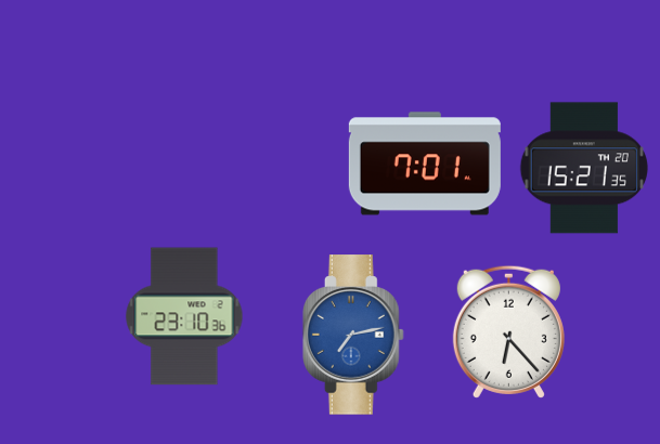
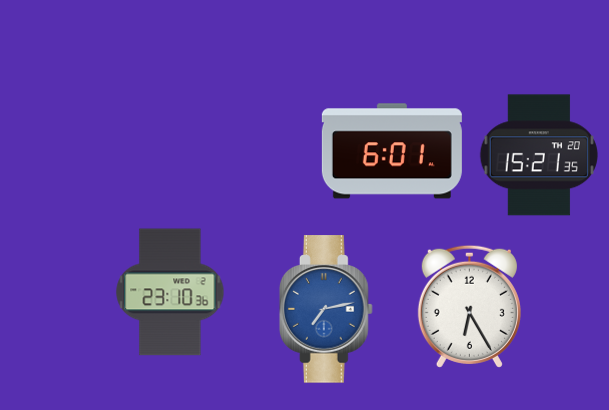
clock at (425, 164): 7:01 -> 6:01
clock at (508, 331): 6:23 -> 6:25
